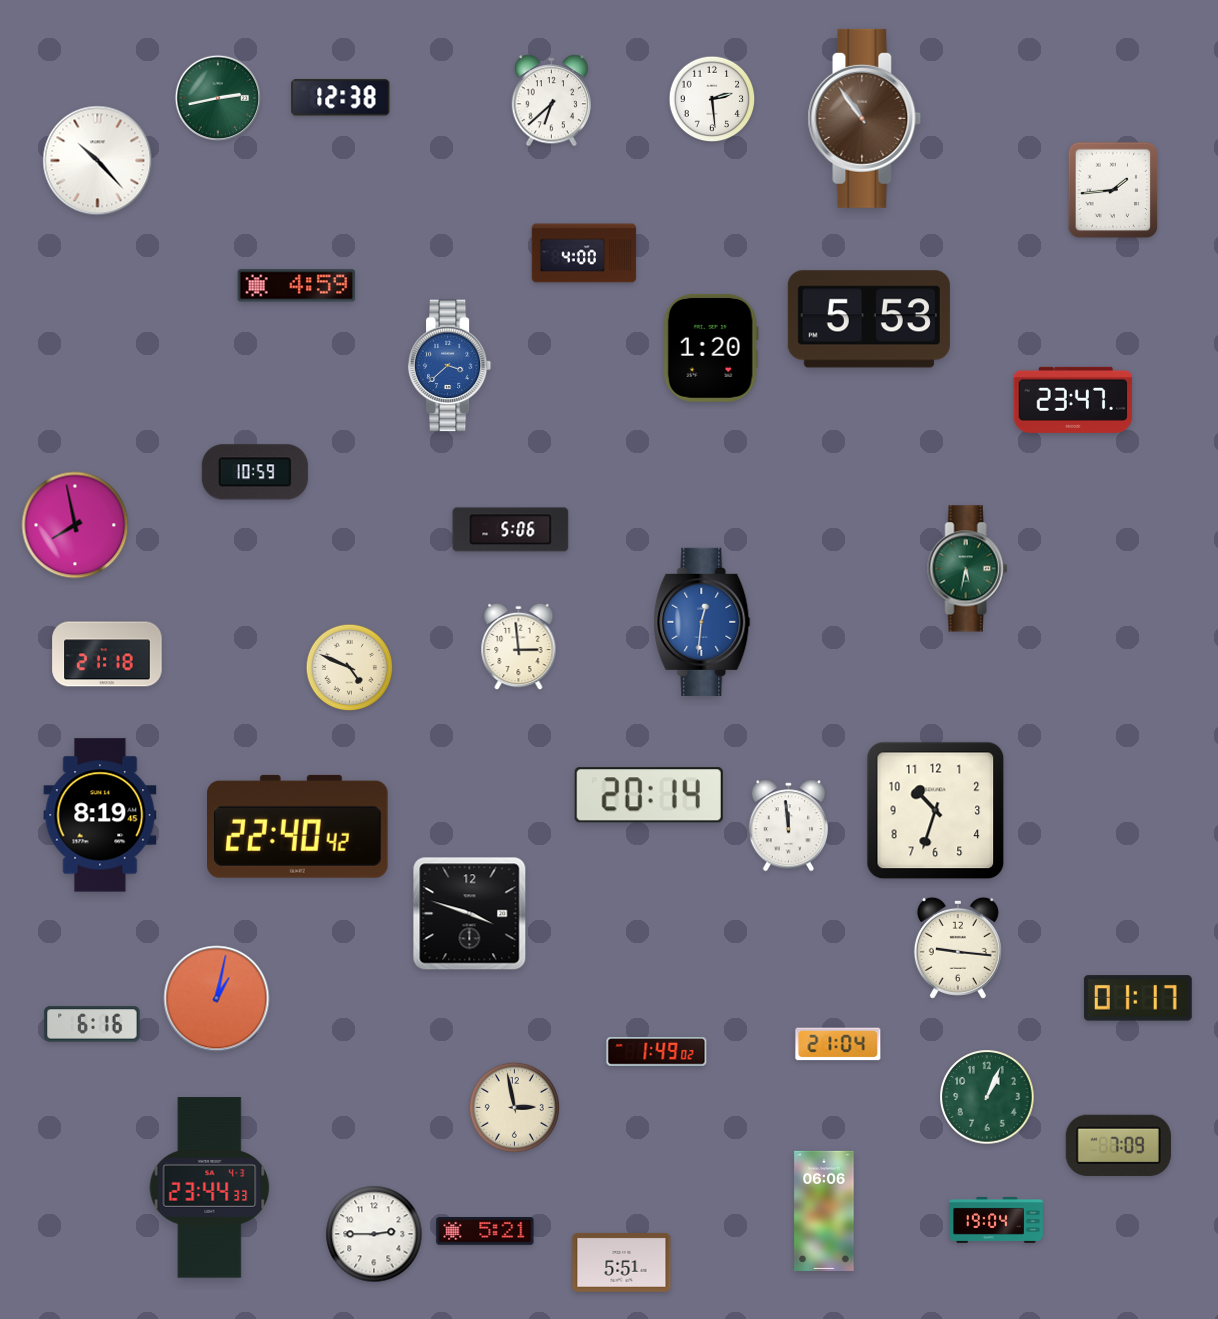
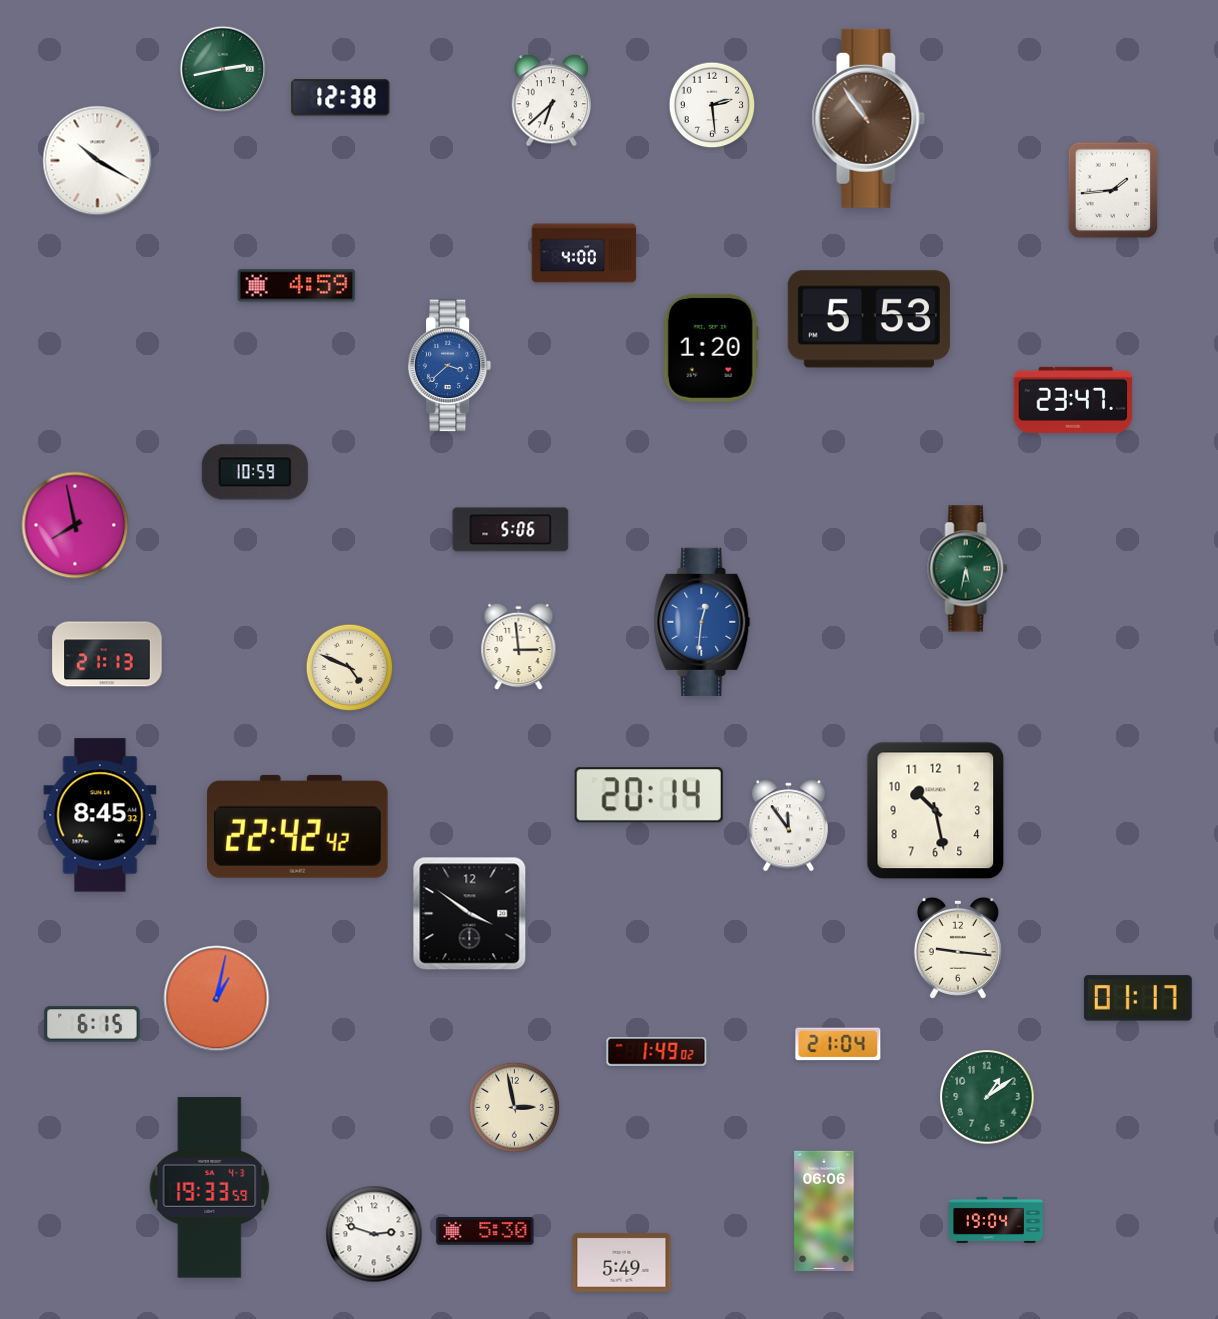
clock at (218, 98) position: (218, 98) -> (223, 69)
clock at (712, 99) position: (712, 99) -> (712, 105)
clock at (865, 118) position: (865, 118) -> (869, 118)
clock at (98, 161): 10:23 -> 10:20
clock at (107, 654): 21:18 -> 21:13
clock at (936, 811): 10:33 -> 10:28
clock at (100, 815): 8:19 -> 8:45
clock at (298, 826): 22:40 -> 22:42
clock at (788, 826): 11:59 -> 11:54
clock at (470, 914): 3:48 -> 3:51
clock at (92, 1024): 6:16 -> 6:15
clock at (987, 1097): 1:04 -> 1:09
clock at (1118, 1145): 7:09 -> none
clock at (210, 1188): 23:44 -> 19:33
clock at (485, 1232): 5:21 -> 5:30
clock at (374, 1234): 2:45 -> 2:48
clock at (622, 1262): 5:51 -> 5:49
